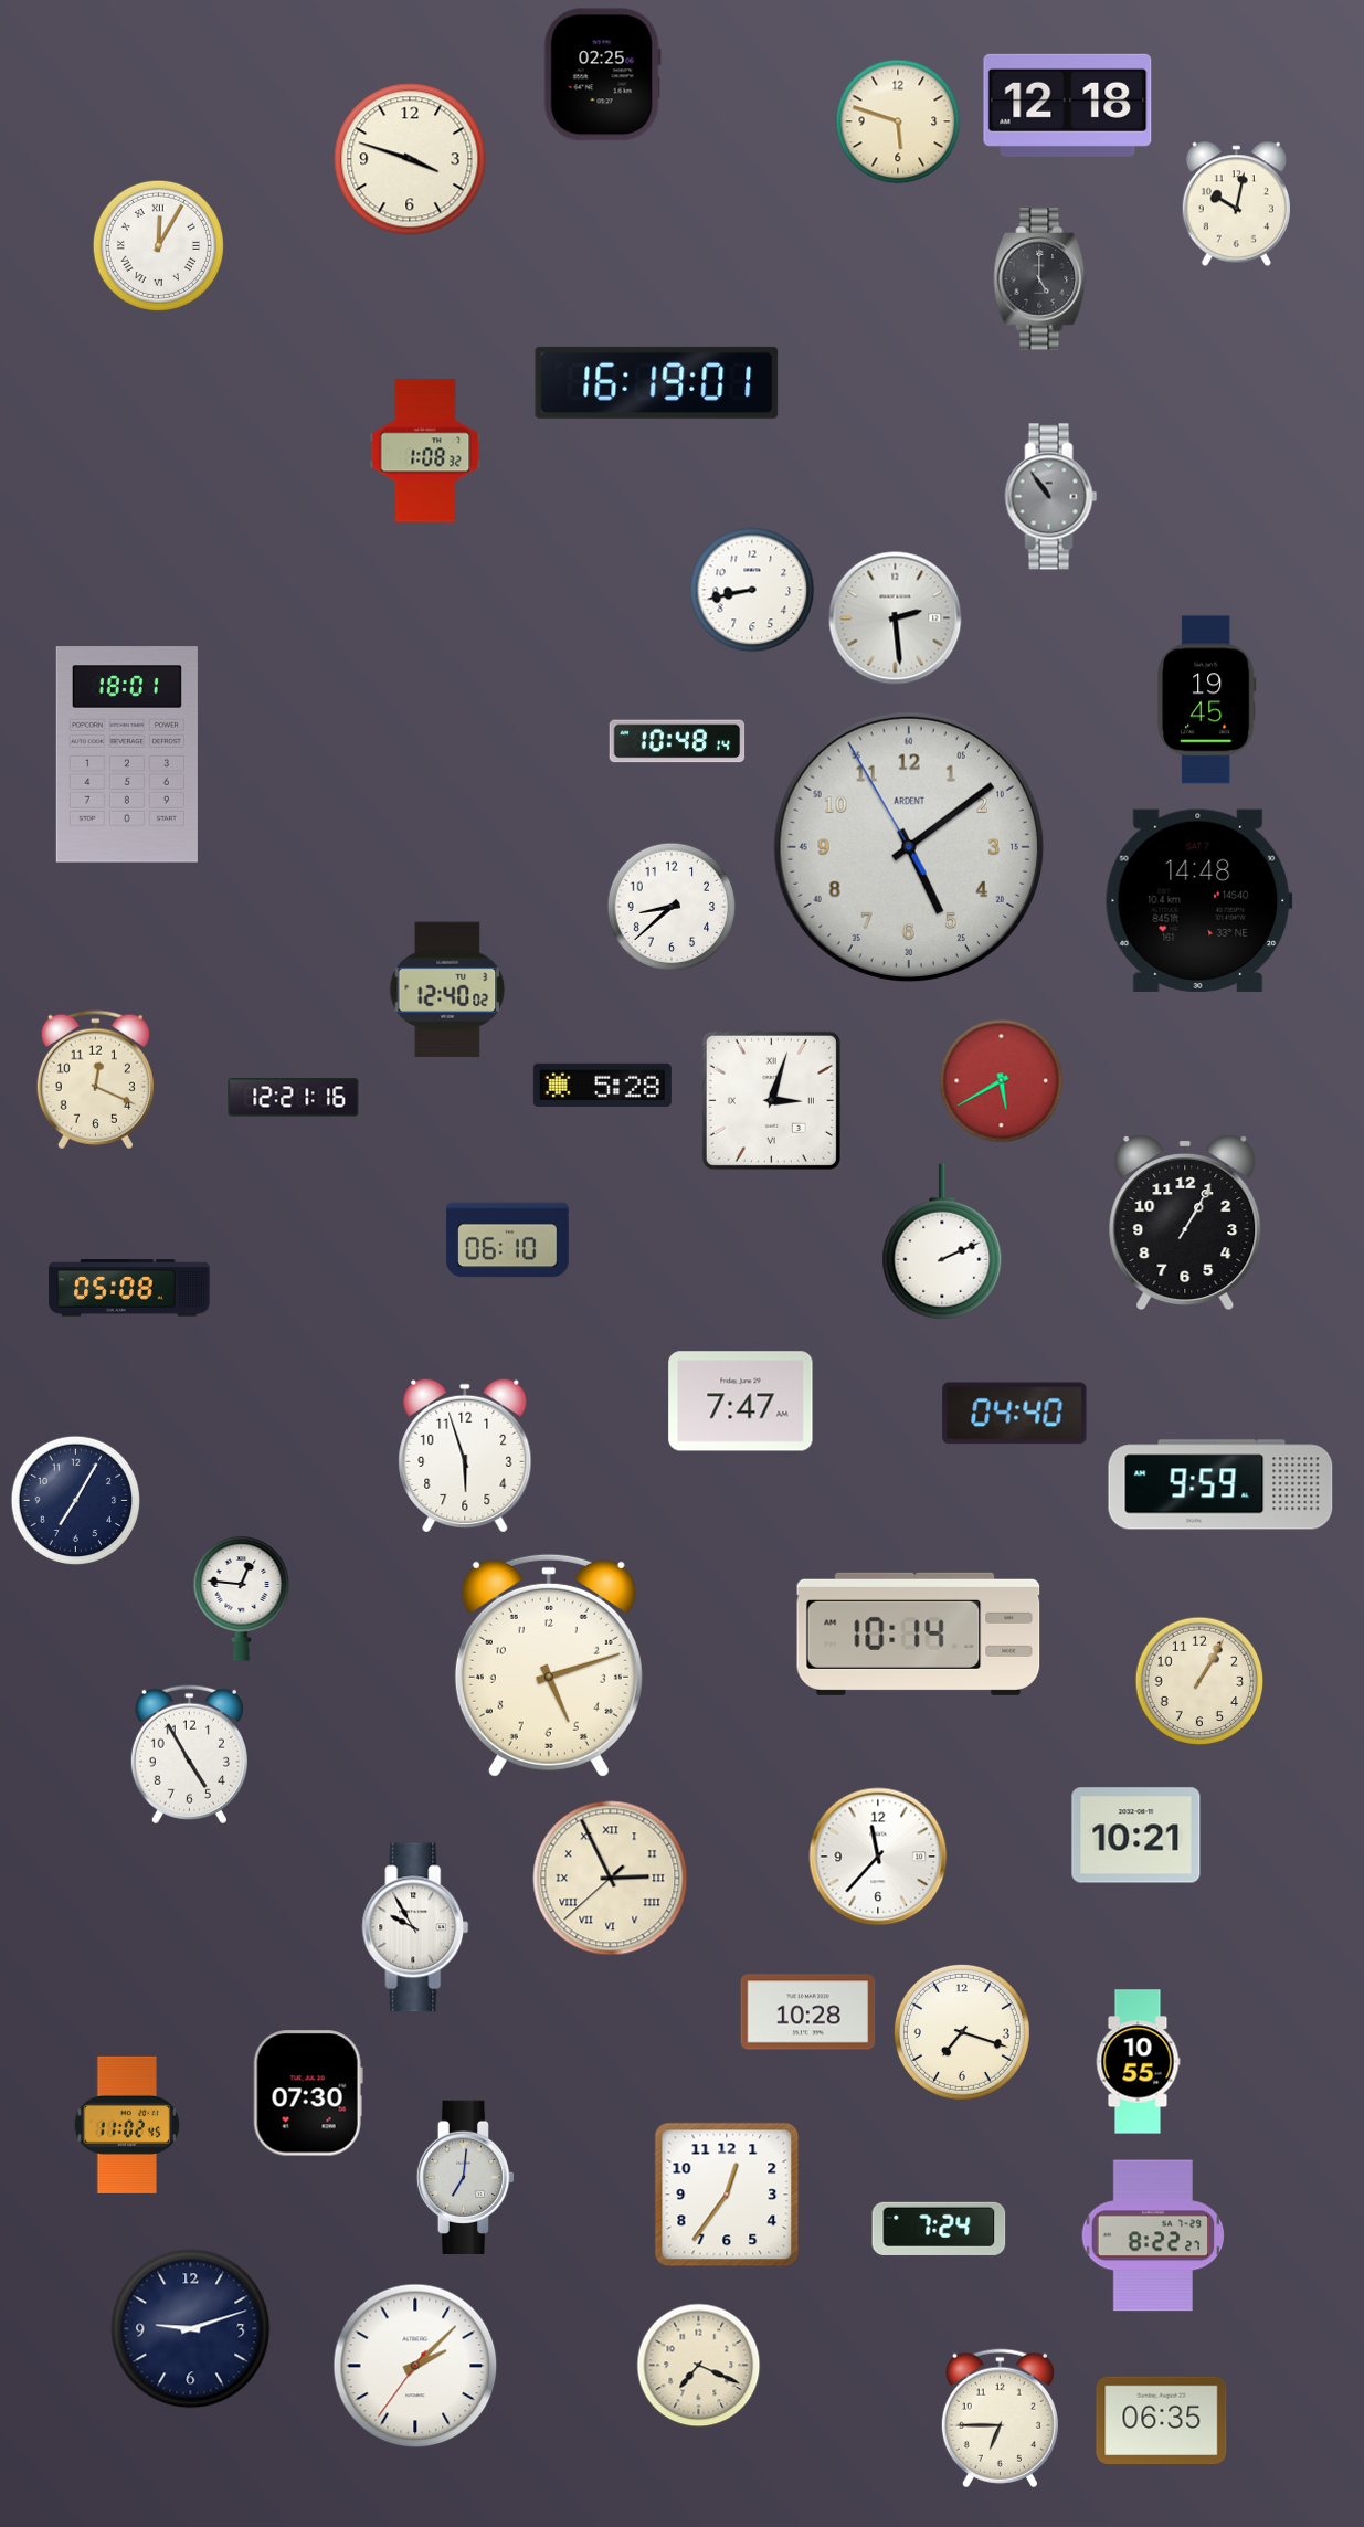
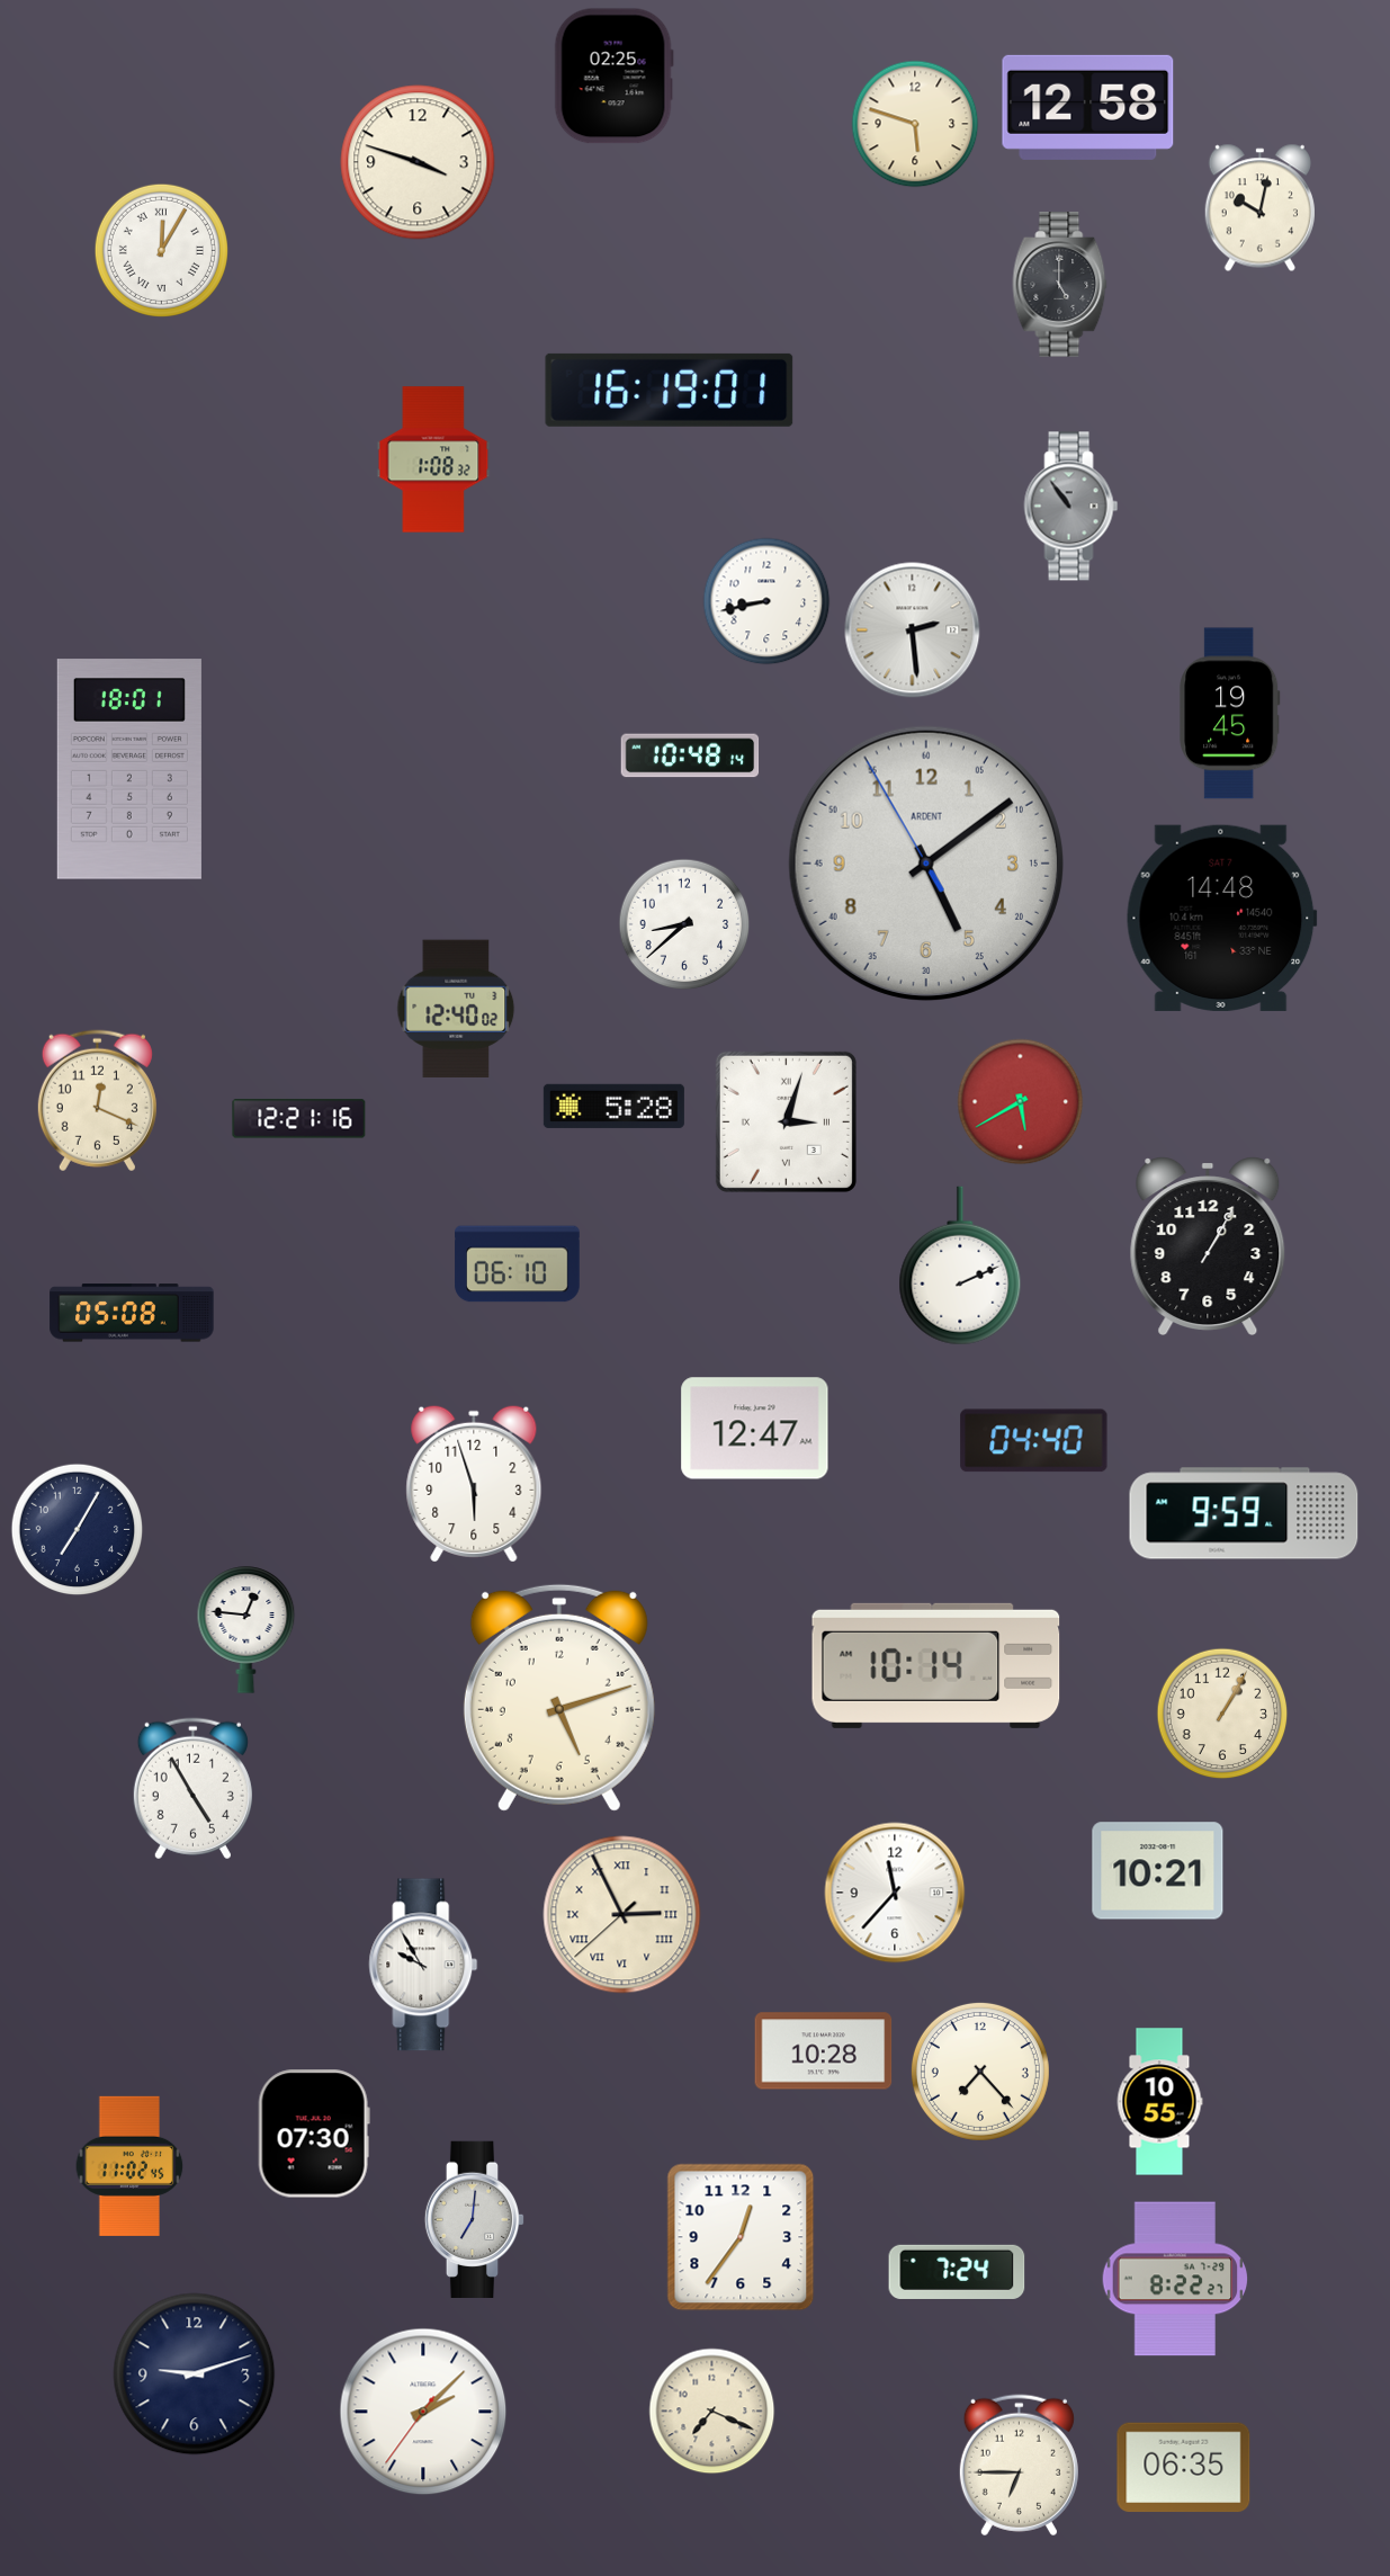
clock at (1068, 105): 12:18 -> 12:58
clock at (741, 1402): 7:47 -> 12:47
clock at (962, 2032): 7:18 -> 7:23
